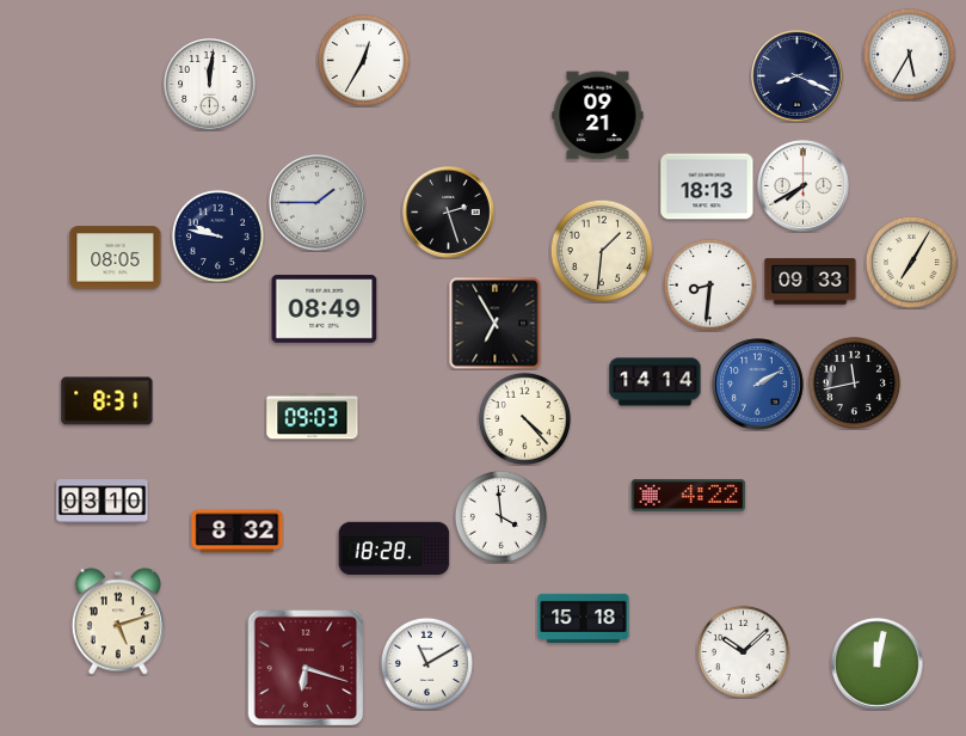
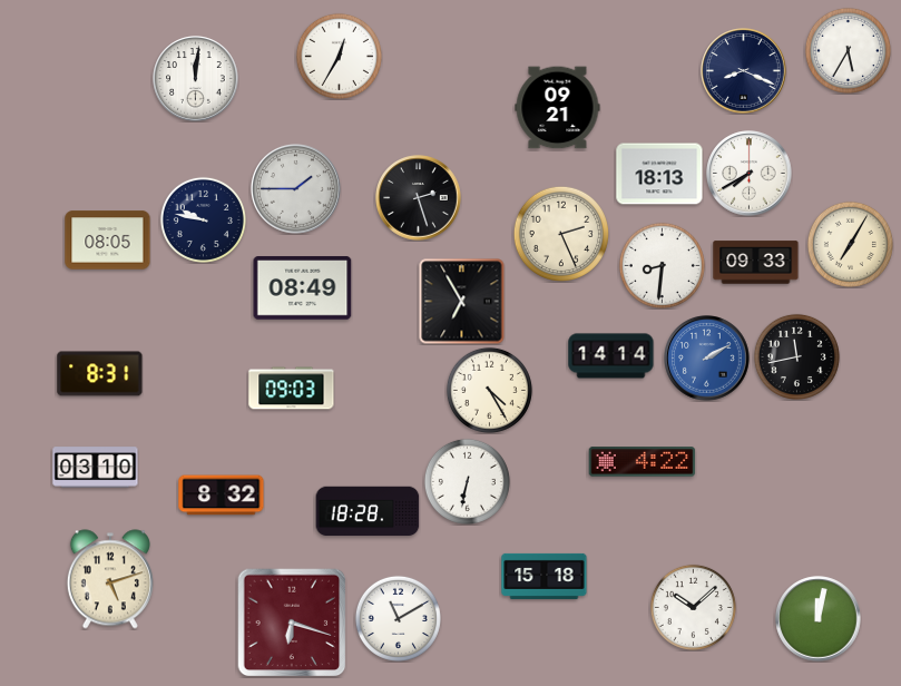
clock at (601, 250): 1:31 -> 2:26
clock at (524, 418): 4:23 -> 4:25
clock at (500, 516): 3:59 -> 6:32
clock at (306, 668) position: (306, 668) -> (292, 623)
